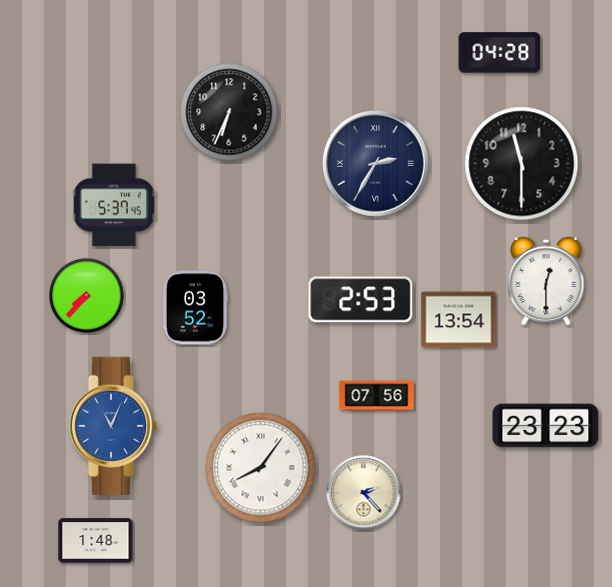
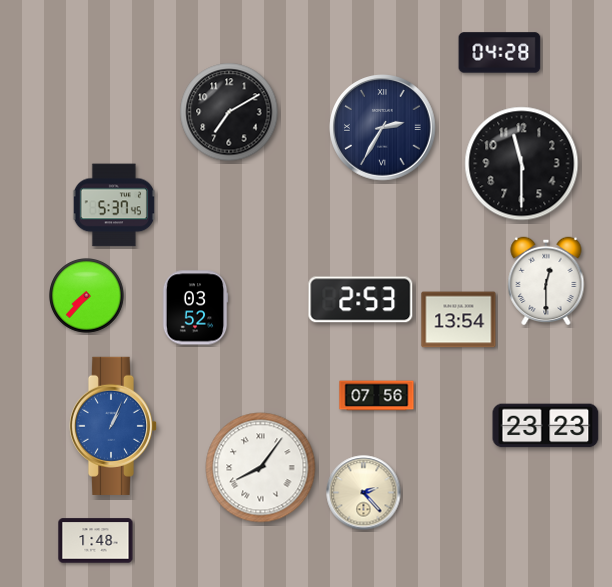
clock at (229, 112): 6:34 -> 7:10
clock at (376, 164) position: (376, 164) -> (383, 128)
clock at (113, 426): 11:04 -> 1:04
